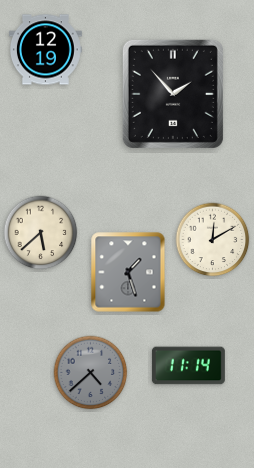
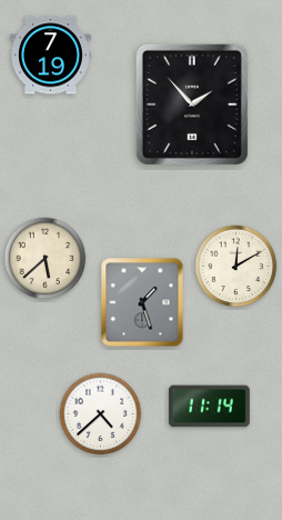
clock at (45, 50): 12:19 -> 7:19
clock at (91, 373) dial: grey -> white
